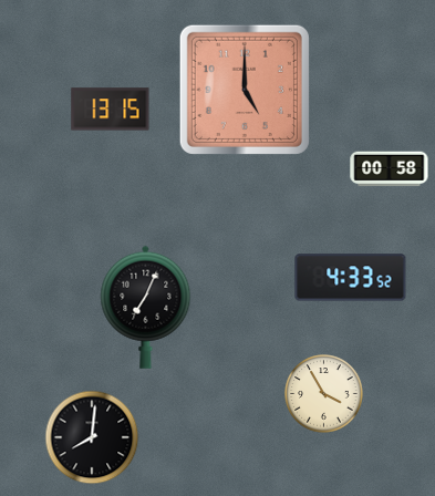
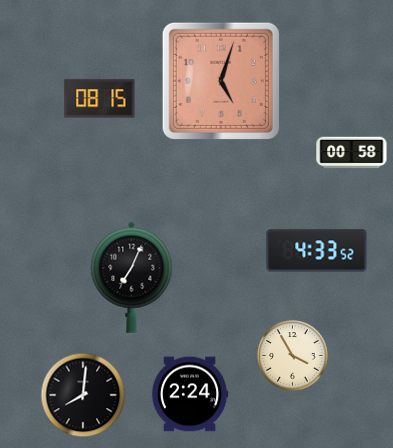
clock at (245, 90): 5:00 -> 5:03
clock at (111, 110): 13:15 -> 08:15
clock at (190, 394): none -> 2:24
